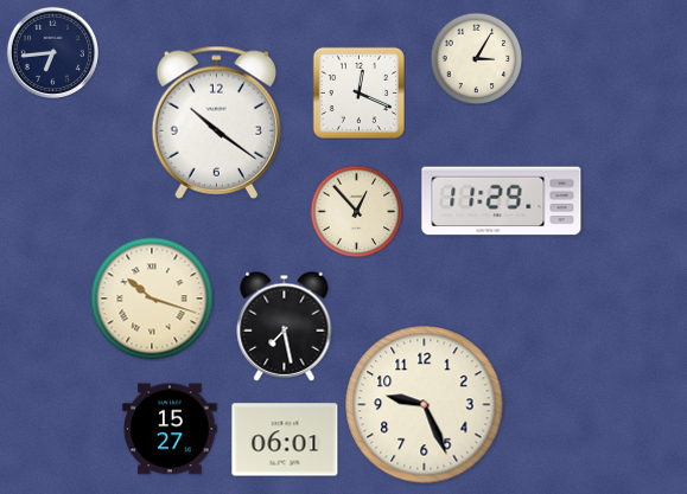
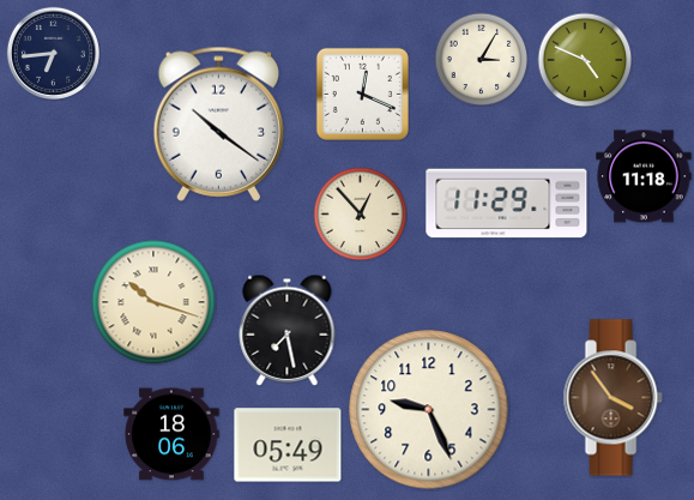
clock at (585, 60): none -> 4:49
clock at (644, 176): none -> 11:18
clock at (612, 398): none -> 3:54
clock at (170, 429): 15:27 -> 18:06
clock at (285, 440): 06:01 -> 05:49
